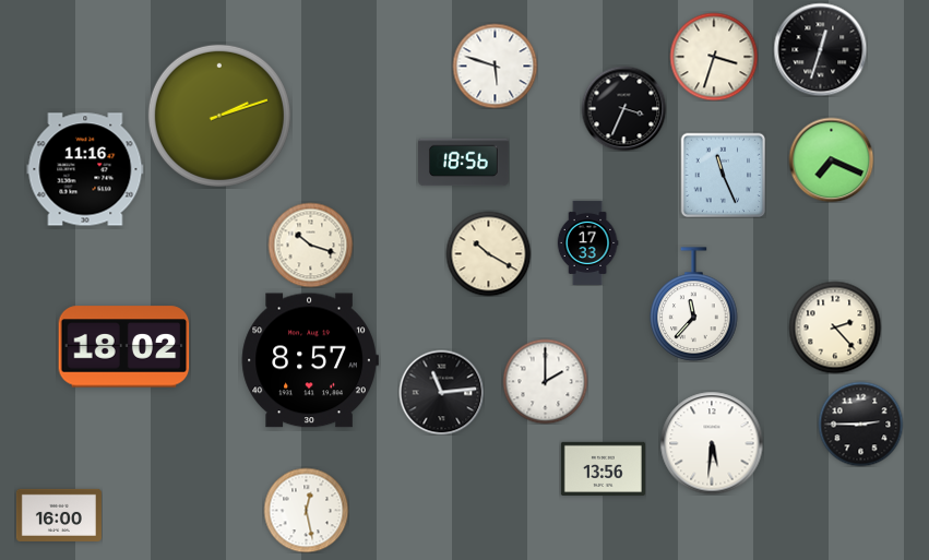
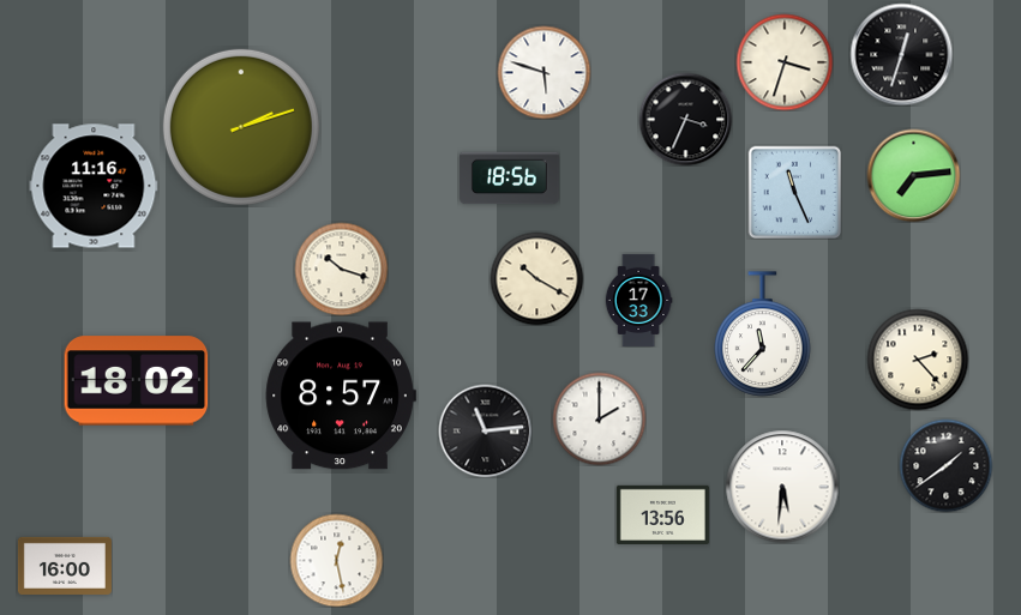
clock at (831, 159): 7:19 -> 7:14
clock at (587, 242) position: (587, 242) -> (638, 300)
clock at (860, 424): 2:45 -> 1:39
